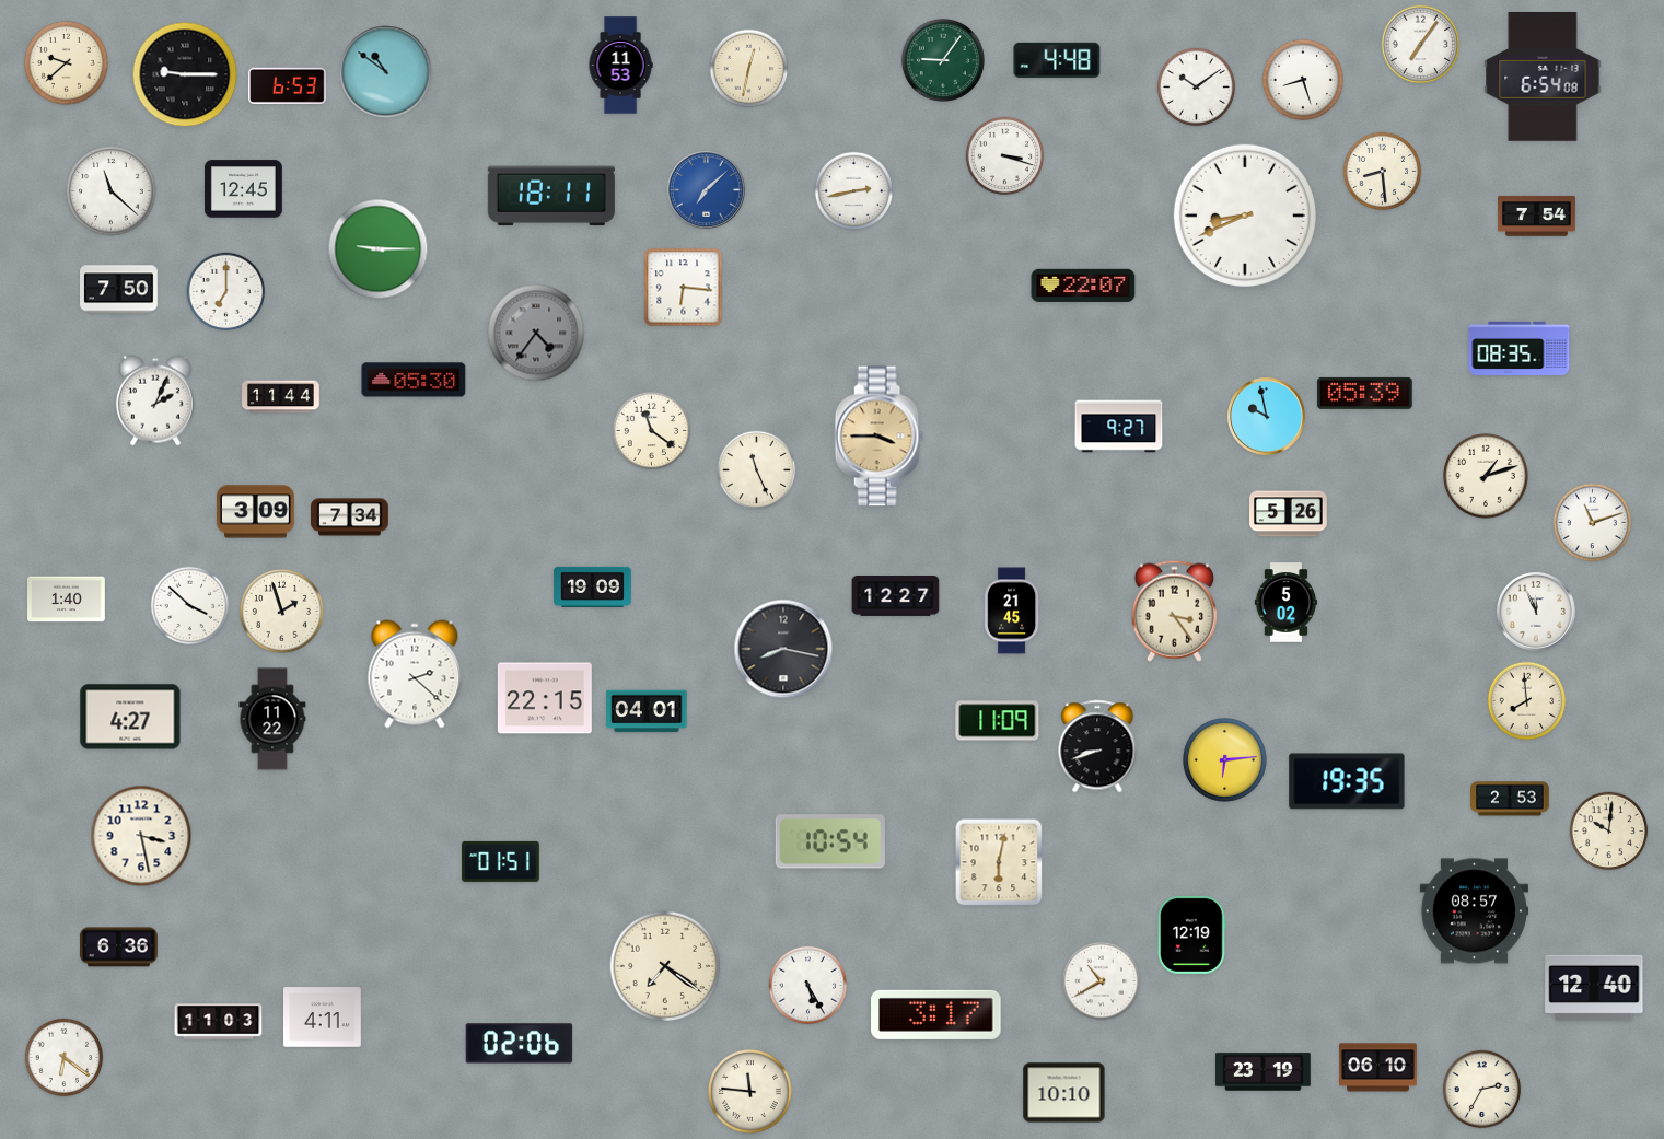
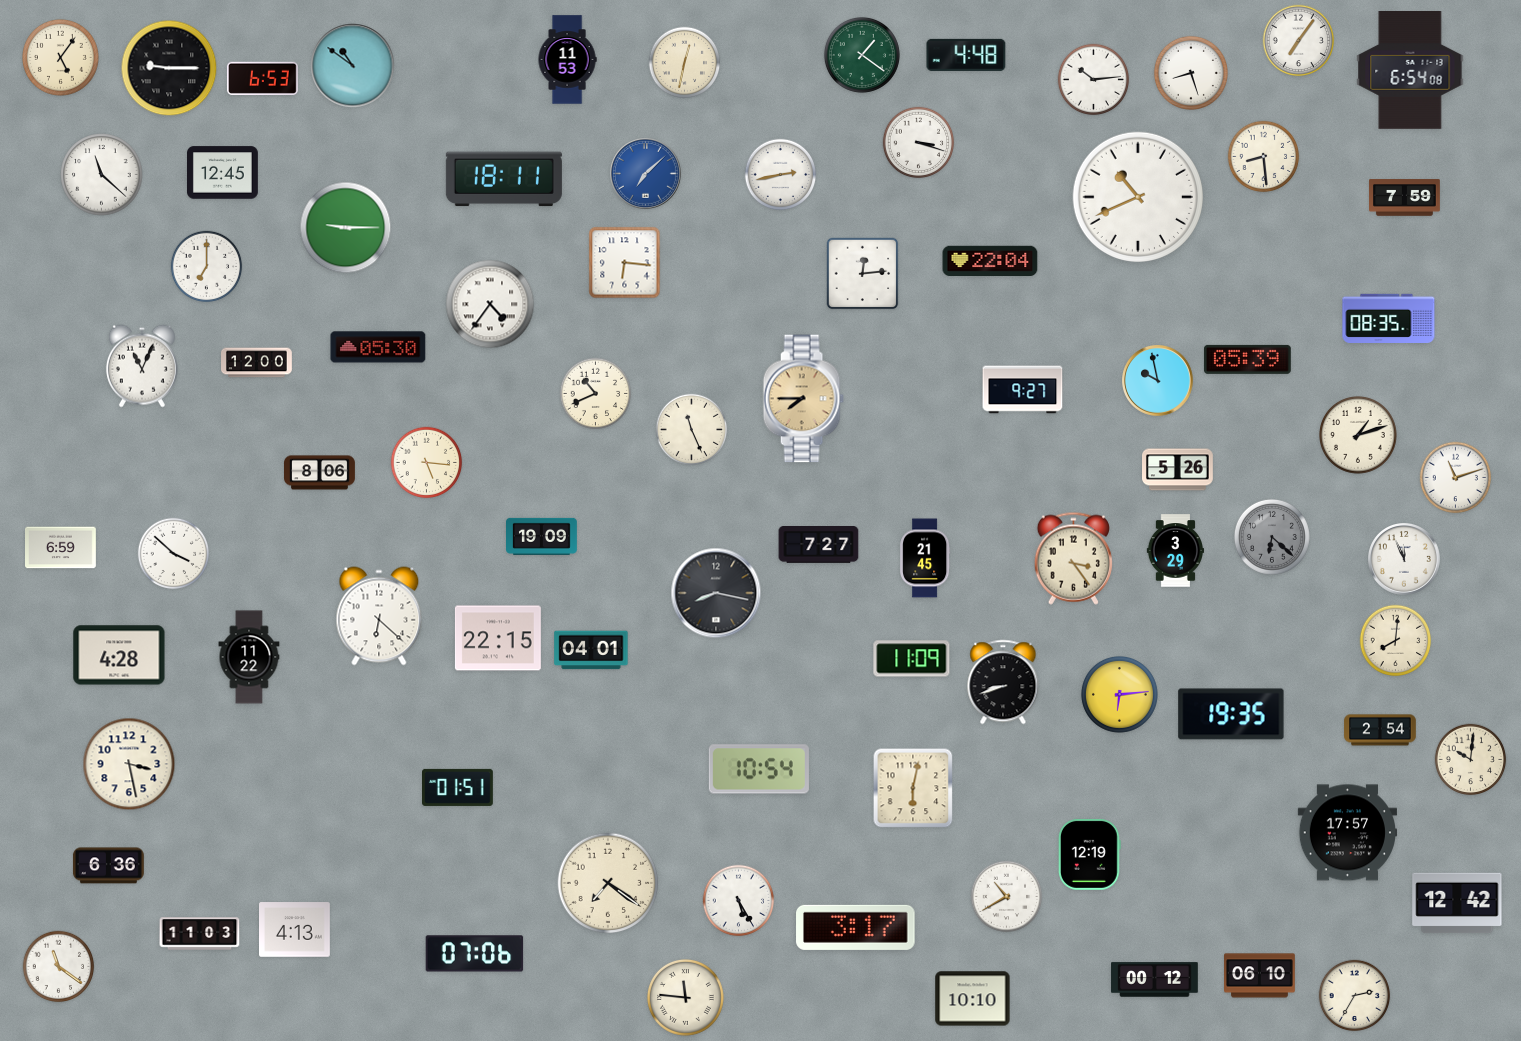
clock at (943, 60): 9:06 -> 1:21
clock at (66, 62): 9:38 -> 5:06
clock at (1197, 88): 10:09 -> 10:14
clock at (1244, 214): 8:41 -> 10:41
clock at (1537, 217): 7:54 -> 7:59
clock at (1083, 284): 22:07 -> 22:04
clock at (119, 290): 7:50 -> none
clock at (863, 274): none -> 12:14
clock at (536, 333) dial: grey -> white
clock at (281, 397): 11:44 -> 12:00
clock at (155, 400): 2:04 -> 11:04
clock at (652, 431): 11:21 -> 10:41
clock at (878, 437): 3:45 -> 7:45
clock at (427, 463): none -> 5:16
clock at (255, 512): 3:09 -> none
clock at (350, 518): 7:34 -> 8:06
clock at (1272, 537): none -> 6:22
clock at (896, 596): 12:27 -> 7:27
clock at (67, 600): 1:40 -> 6:59
clock at (1285, 603): 5:02 -> 3:29
clock at (281, 611): 1:57 -> none
clock at (415, 674): 2:22 -> 6:22
clock at (1527, 701): 7:59 -> 8:01
clock at (130, 717): 4:27 -> 4:28
clock at (1510, 799): 2:53 -> 2:54
clock at (1474, 911): 08:57 -> 17:57
clock at (1594, 988): 12:40 -> 12:42
clock at (323, 1018): 4:11 -> 4:13
clock at (520, 1044): 02:06 -> 07:06
clock at (65, 1058): 6:21 -> 11:21
clock at (1264, 1072): 23:19 -> 00:12
